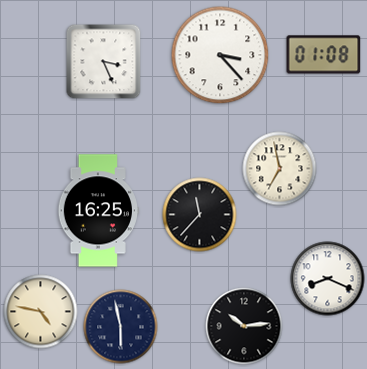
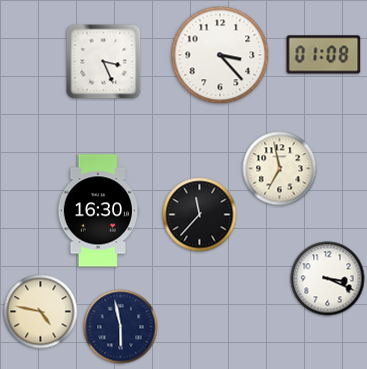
clock at (98, 211): 16:25 -> 16:30
clock at (328, 279): 8:19 -> 3:19
clock at (244, 326): 10:14 -> none
